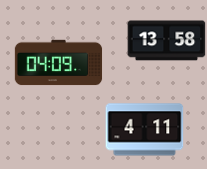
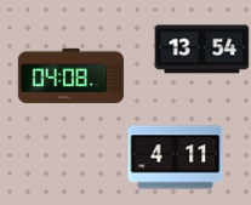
clock at (166, 41): 13:58 -> 13:54
clock at (58, 63): 04:09 -> 04:08
